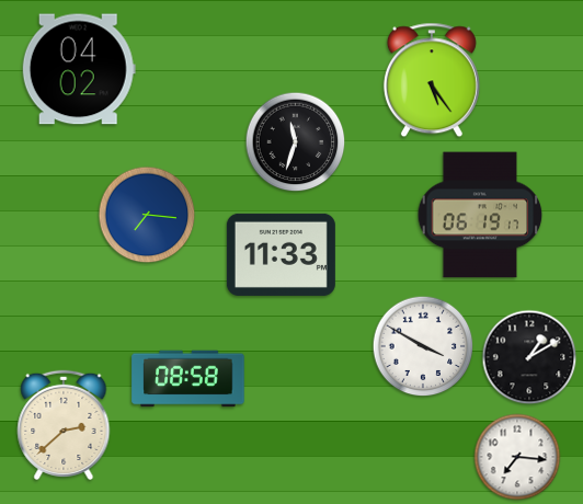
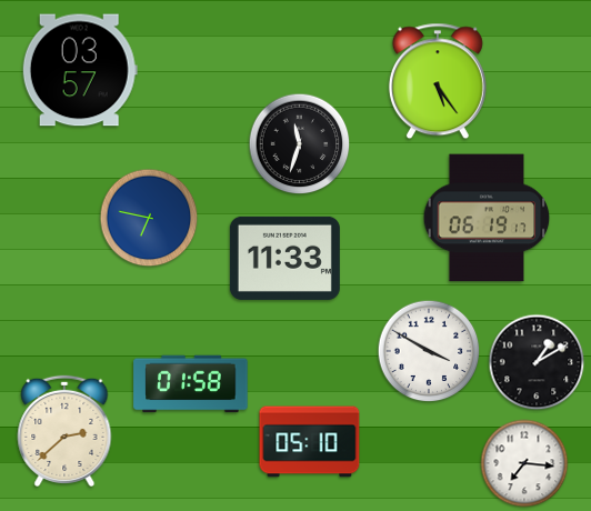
clock at (79, 69): 04:02 -> 03:57
clock at (147, 215): 7:16 -> 6:47
clock at (188, 379): 08:58 -> 01:58
clock at (310, 442): none -> 05:10
